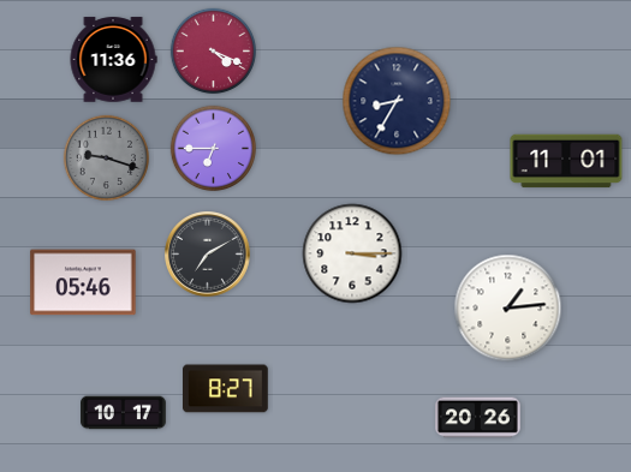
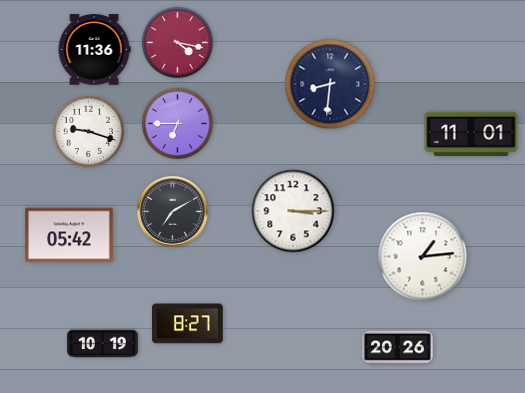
clock at (214, 52): 4:19 -> 4:17
clock at (397, 101): 8:35 -> 8:31
clock at (107, 159) dial: grey -> white
clock at (83, 282): 05:46 -> 05:42
clock at (124, 413): 10:17 -> 10:19
